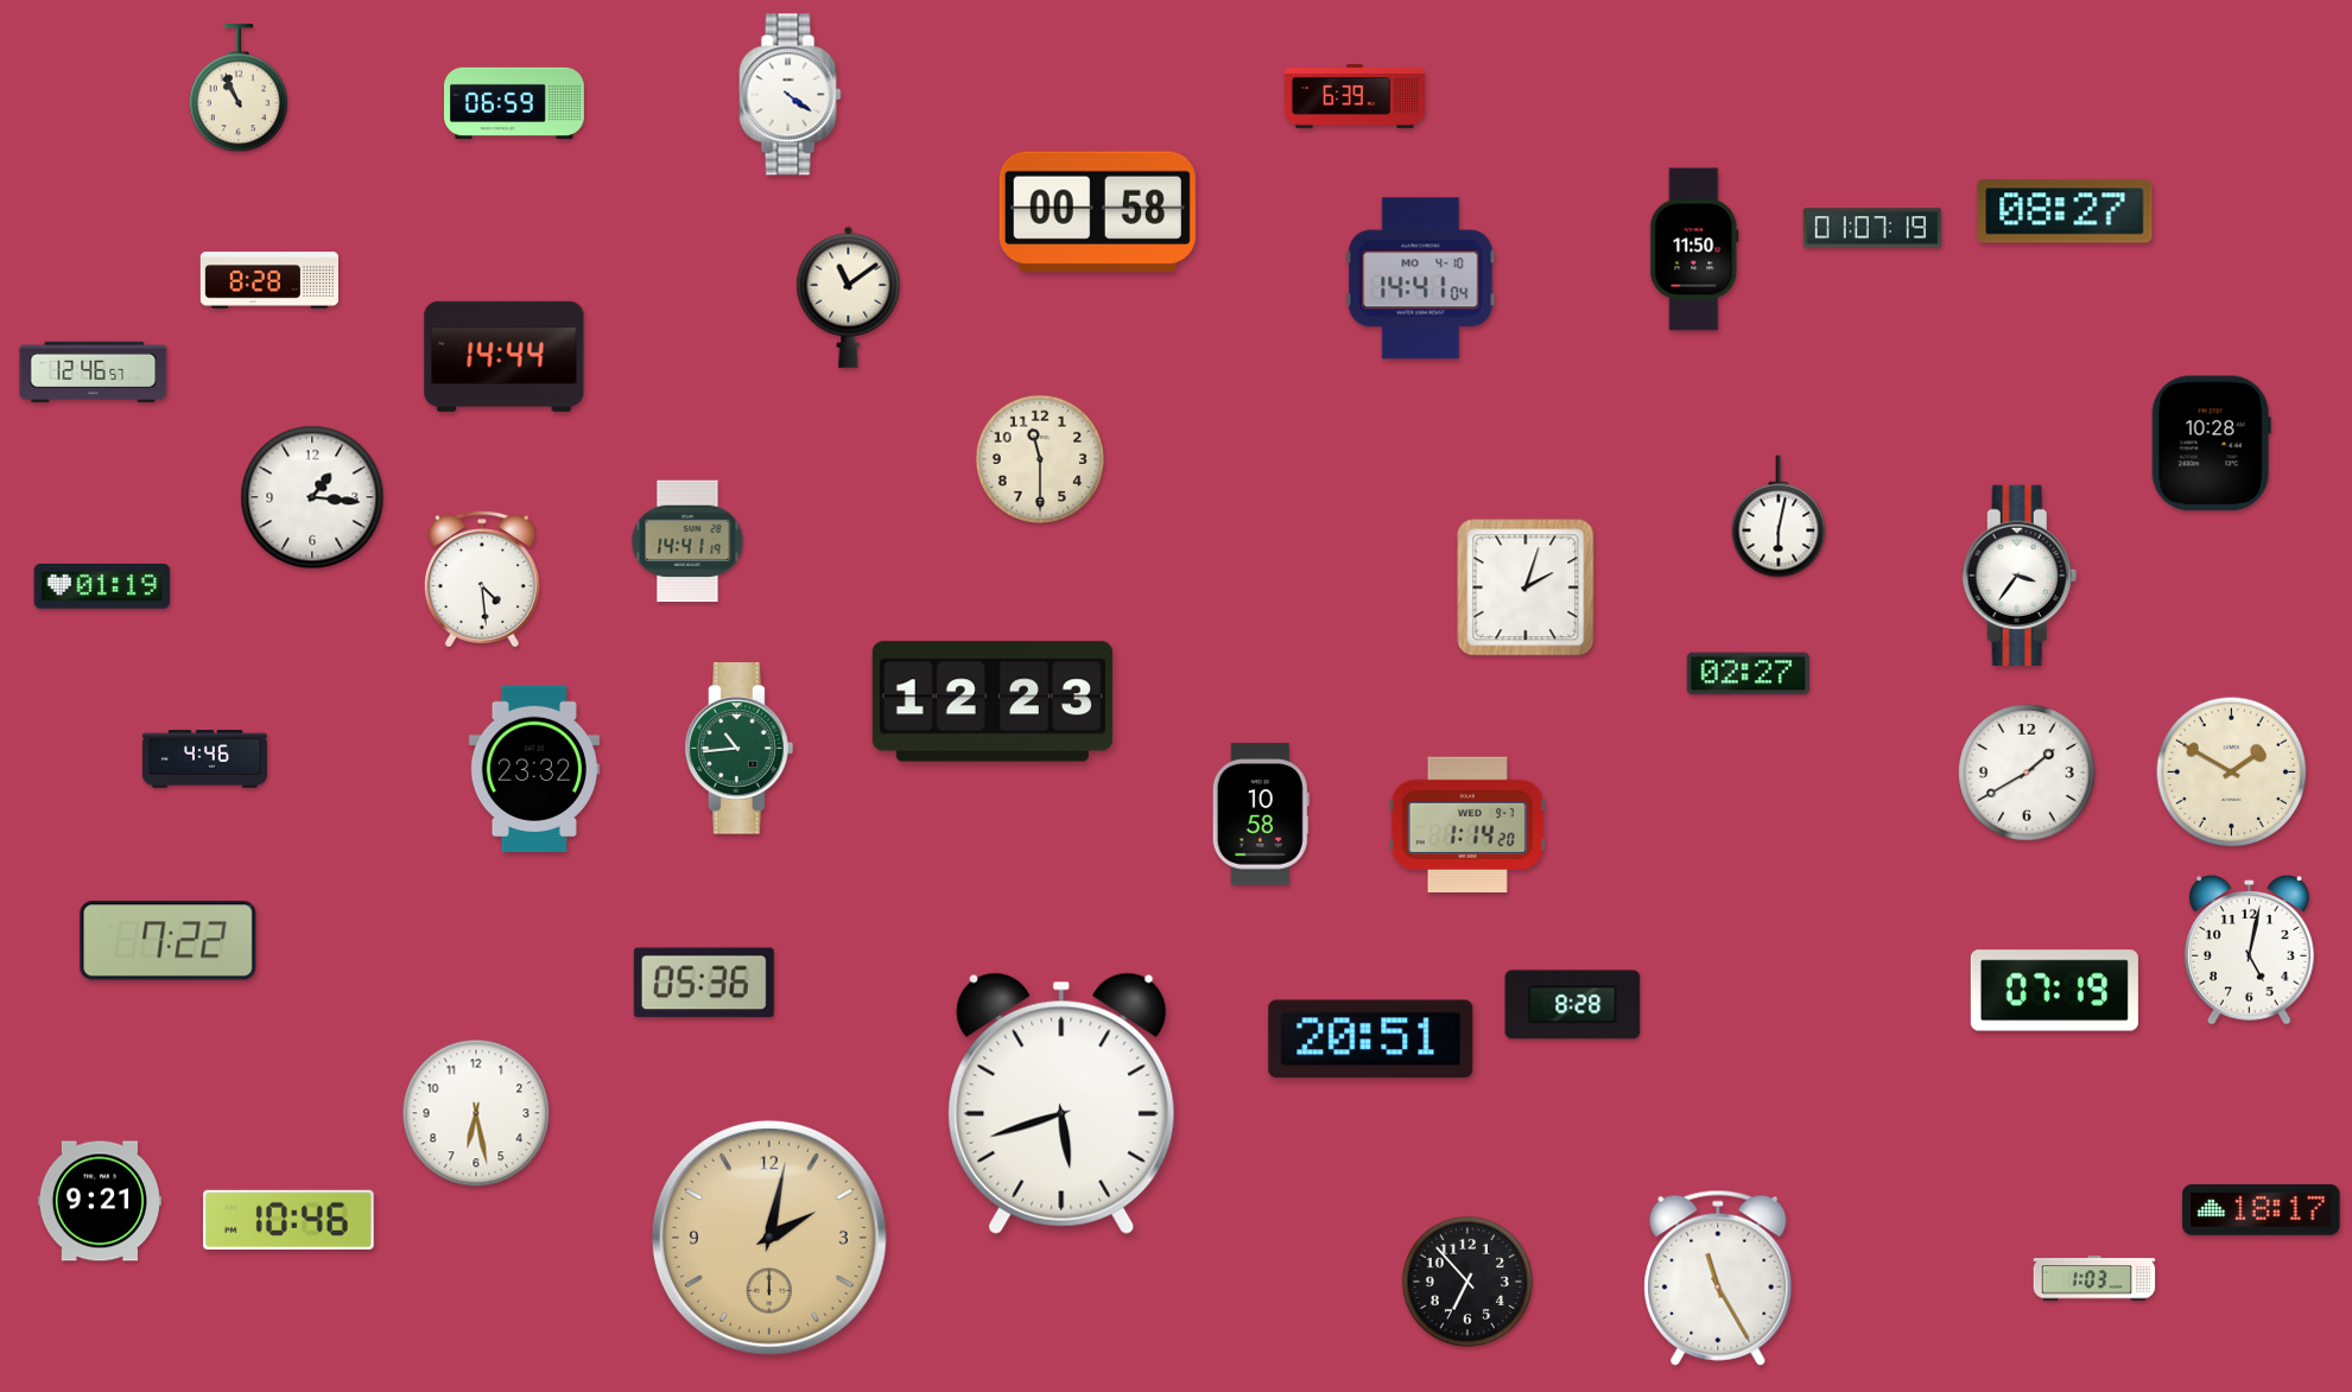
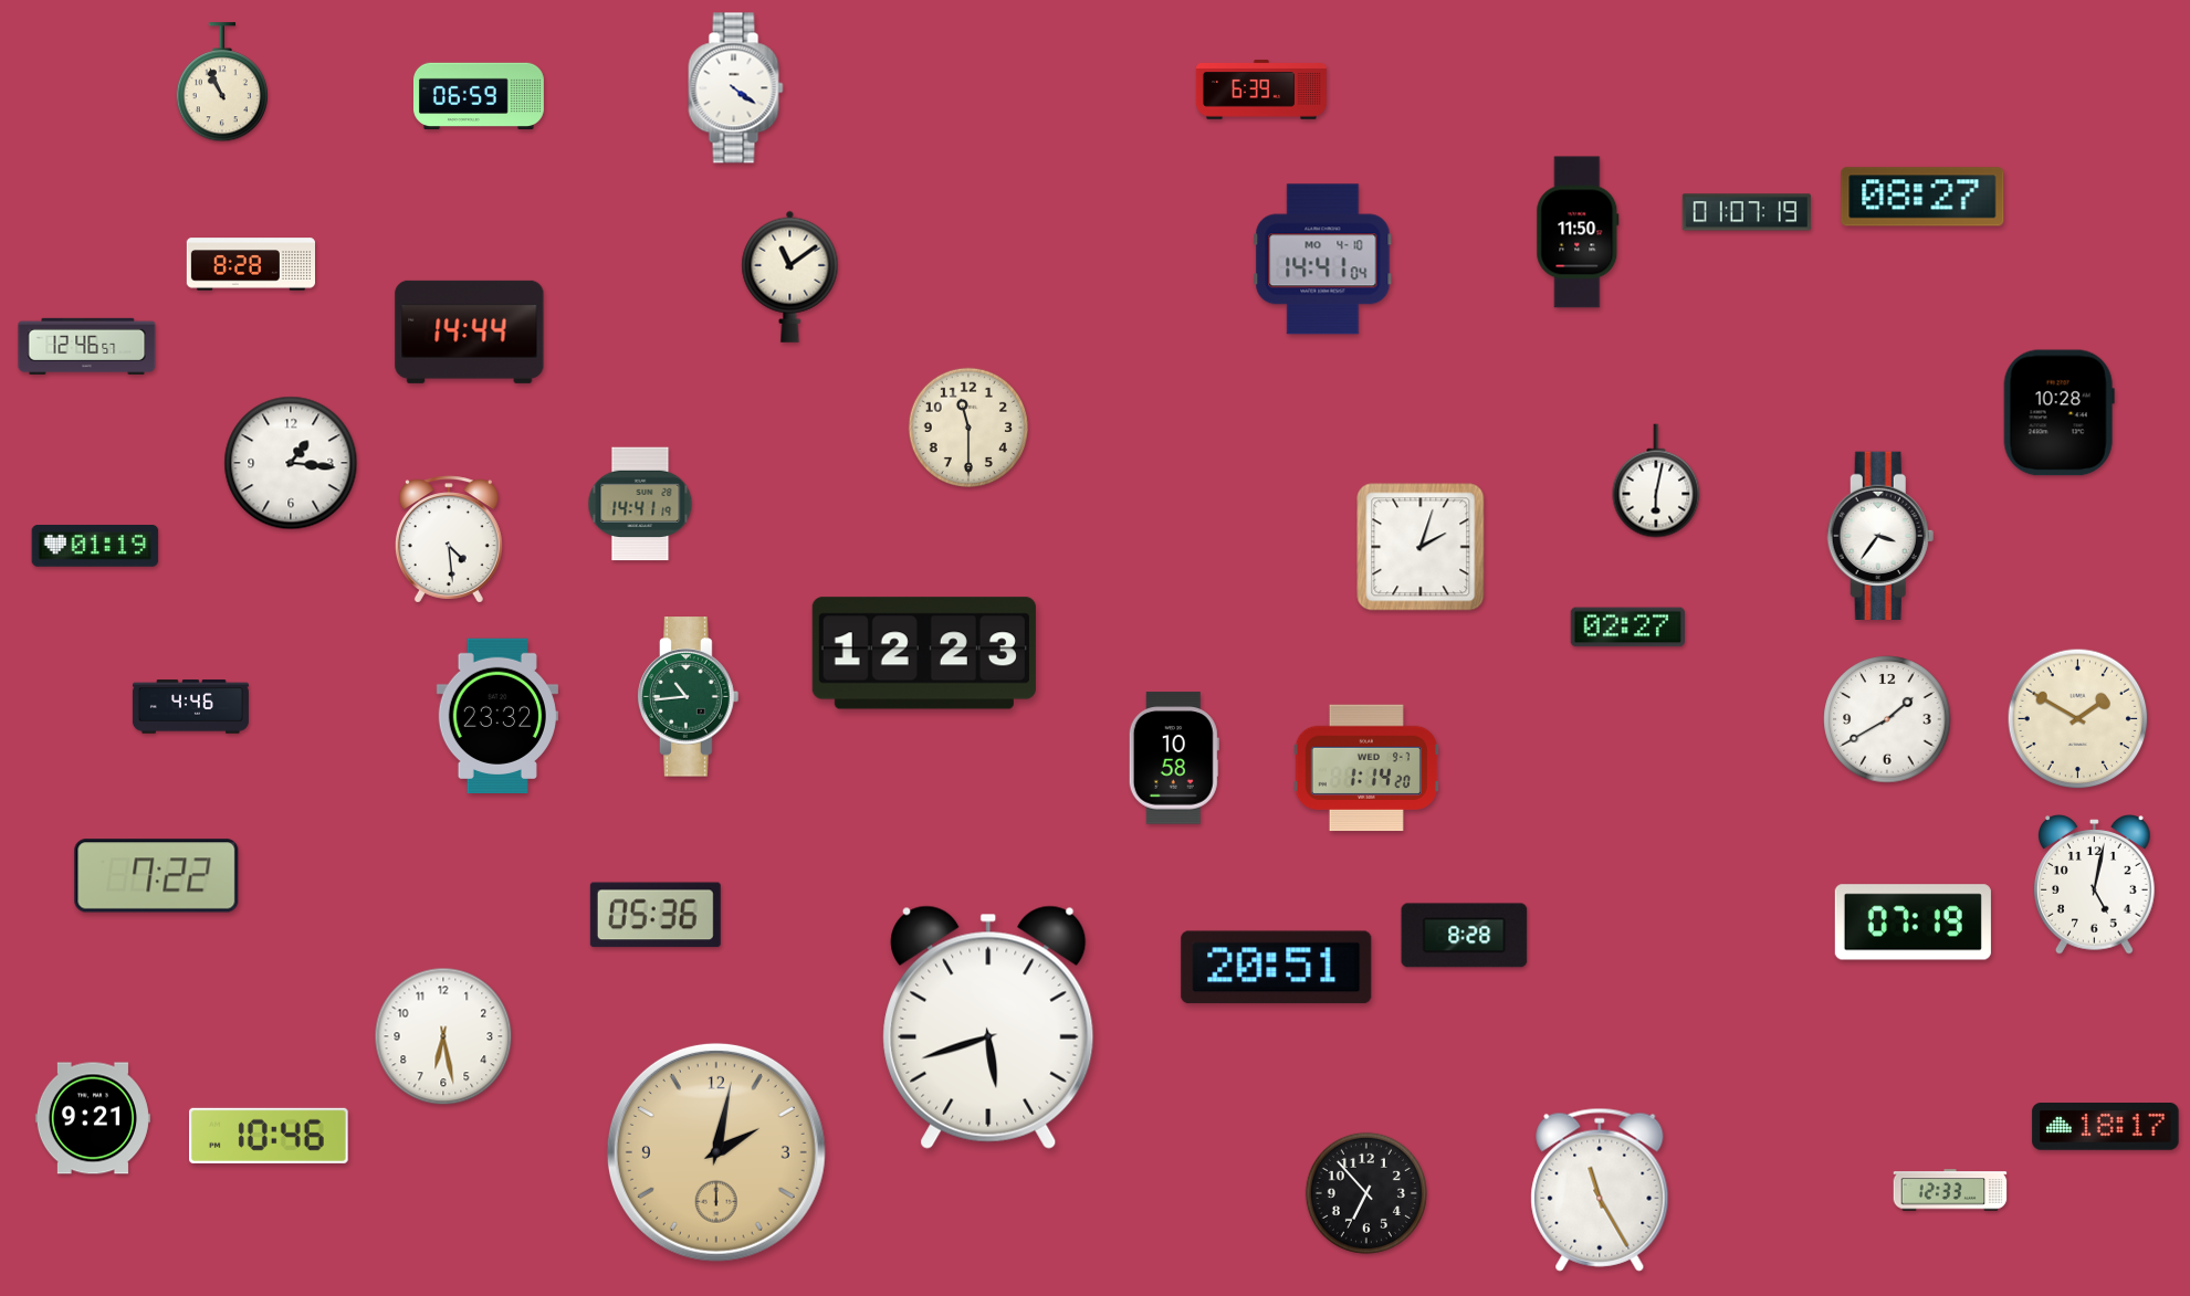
clock at (1097, 212): 00:58 -> none
clock at (1872, 228) position: (1872, 228) -> (1747, 212)
clock at (268, 280) position: (268, 280) -> (250, 264)
clock at (2094, 1278): 1:03 -> 12:33
